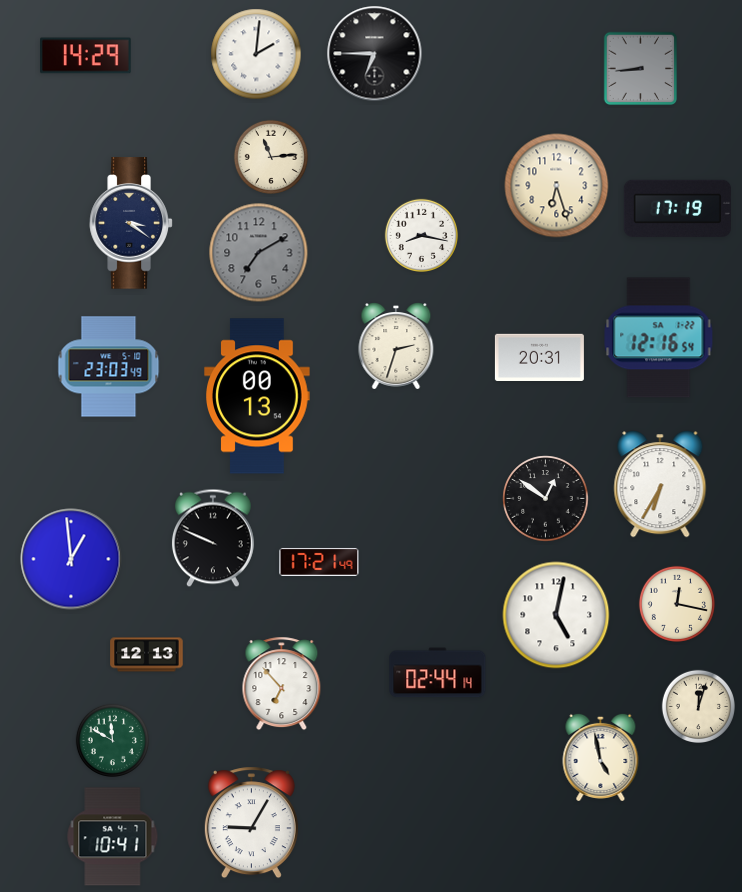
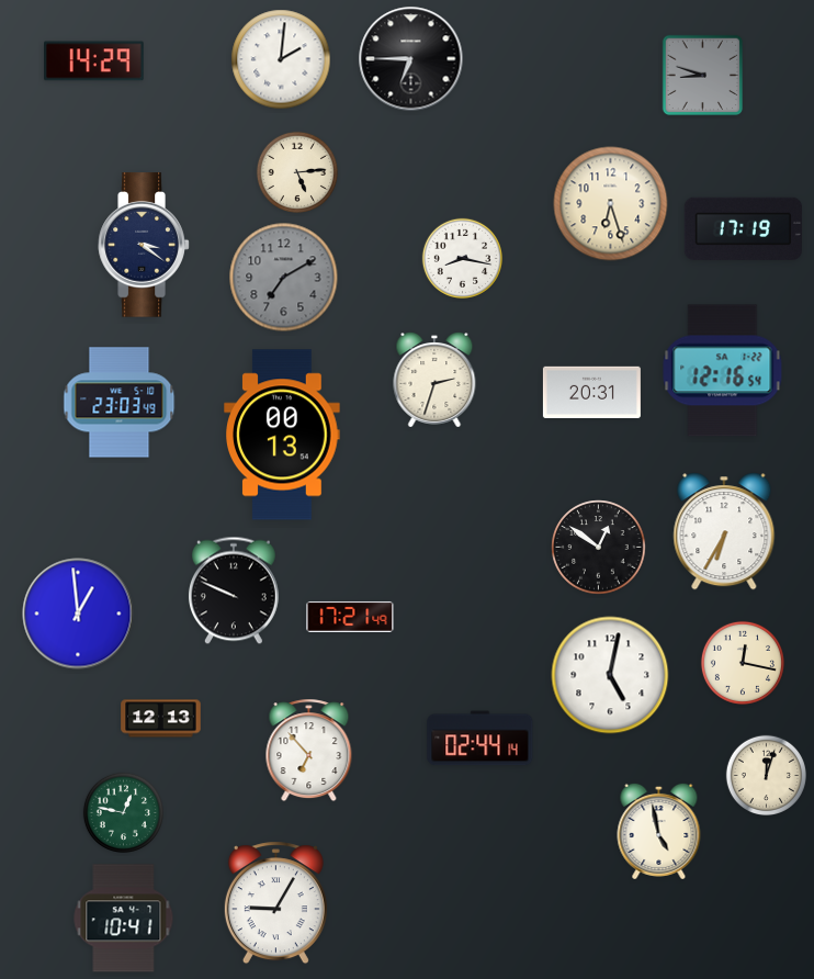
clock at (641, 69): 8:44 -> 8:48
clock at (271, 157): 11:14 -> 5:14
clock at (112, 740): 11:50 -> 12:47
